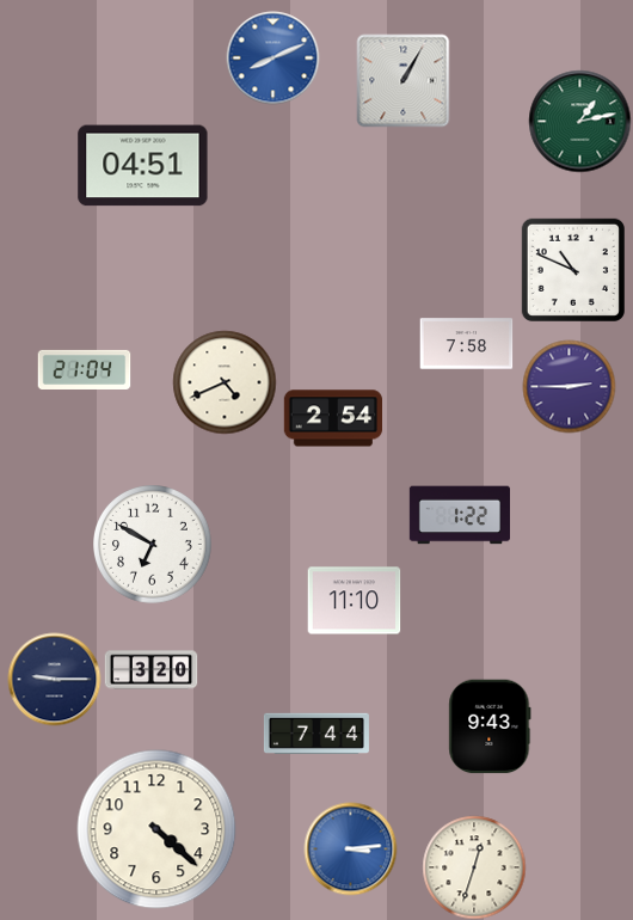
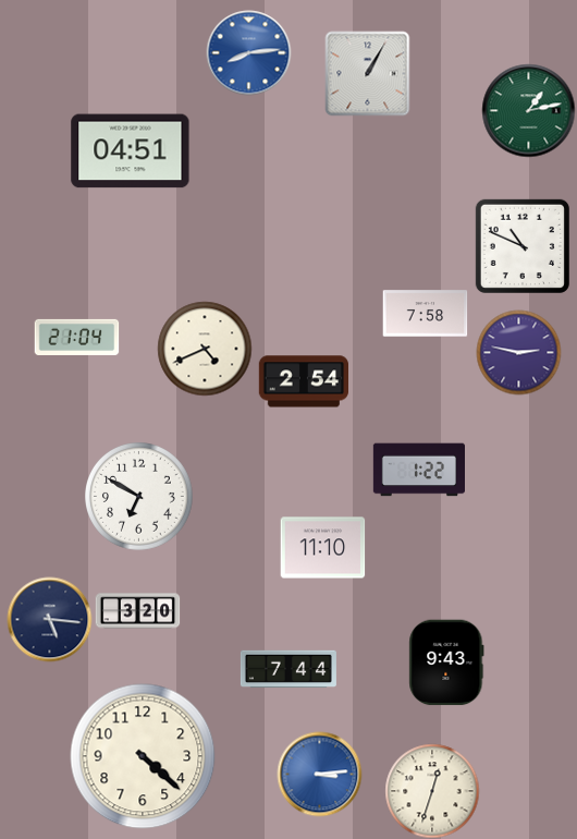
clock at (272, 57): 8:11 -> 8:14
clock at (569, 386): 2:45 -> 2:47
clock at (54, 679): 9:15 -> 5:16
